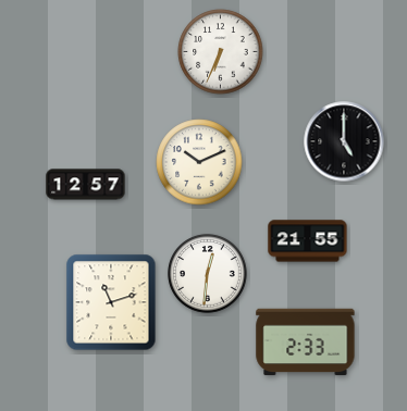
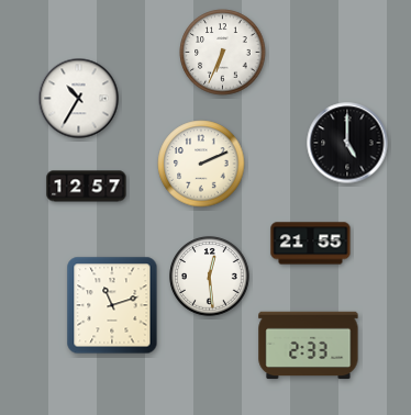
clock at (79, 99): none -> 10:35
clock at (199, 162): 10:11 -> 2:11
clock at (208, 274): 12:31 -> 12:29
